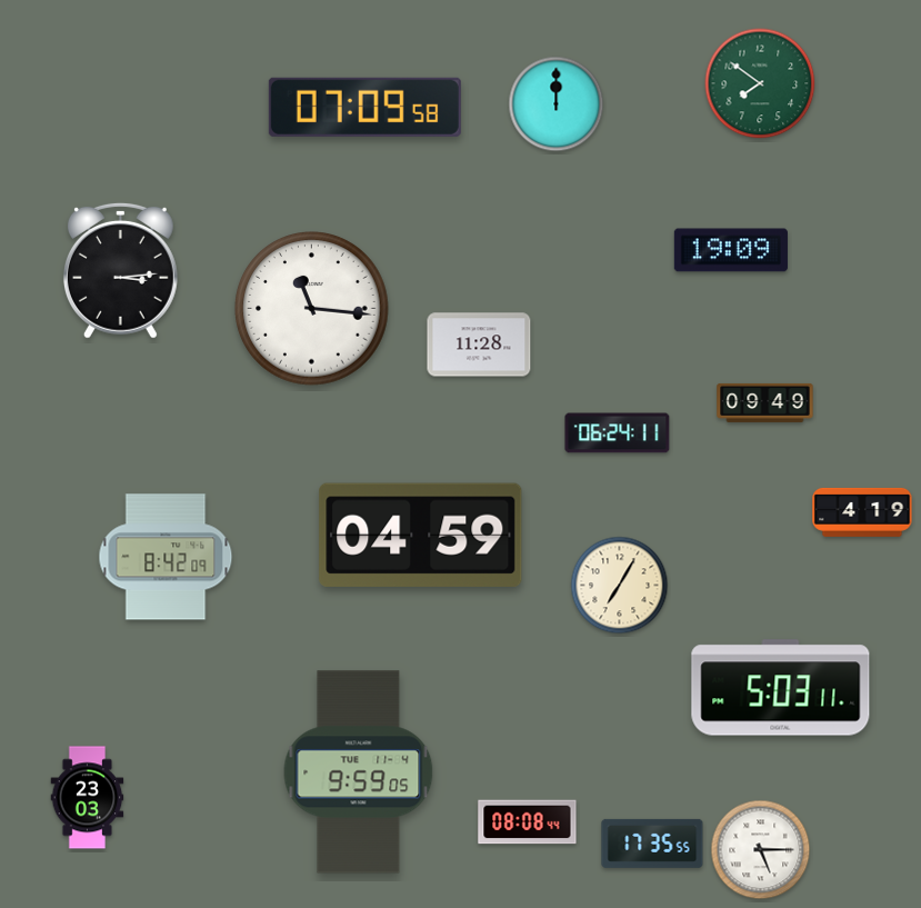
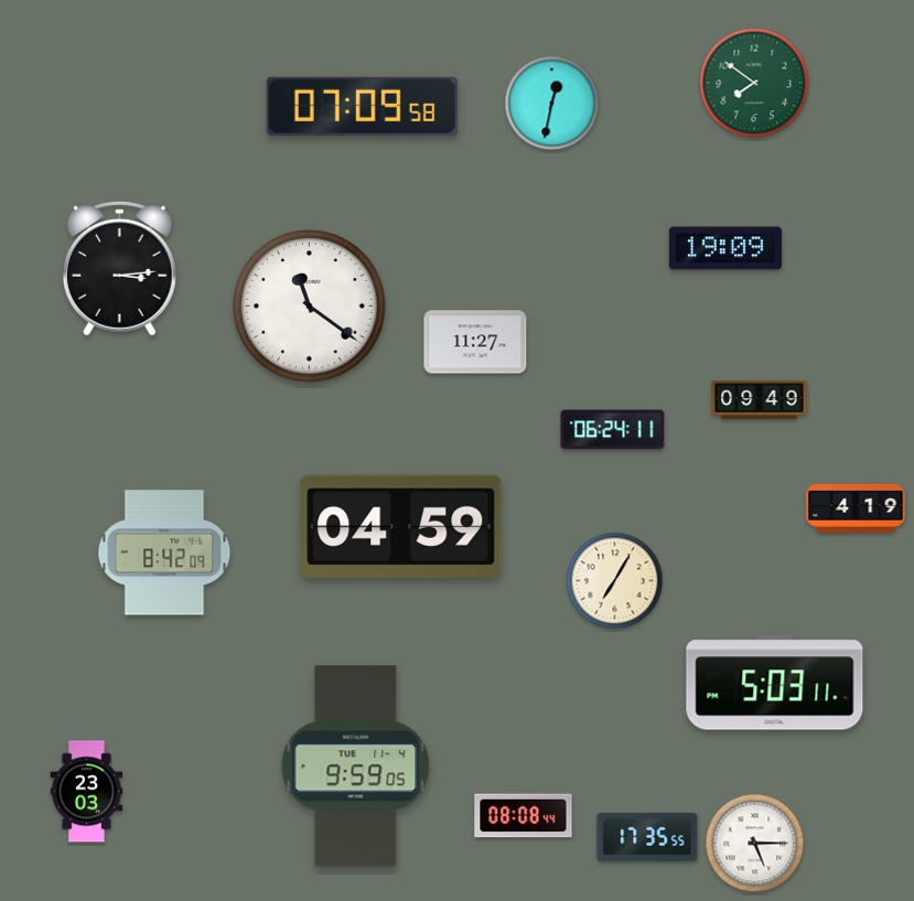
clock at (557, 104): 12:00 -> 12:32
clock at (312, 309): 11:16 -> 11:21
clock at (479, 345): 11:28 -> 11:27
clock at (421, 535) position: (421, 535) -> (401, 526)
